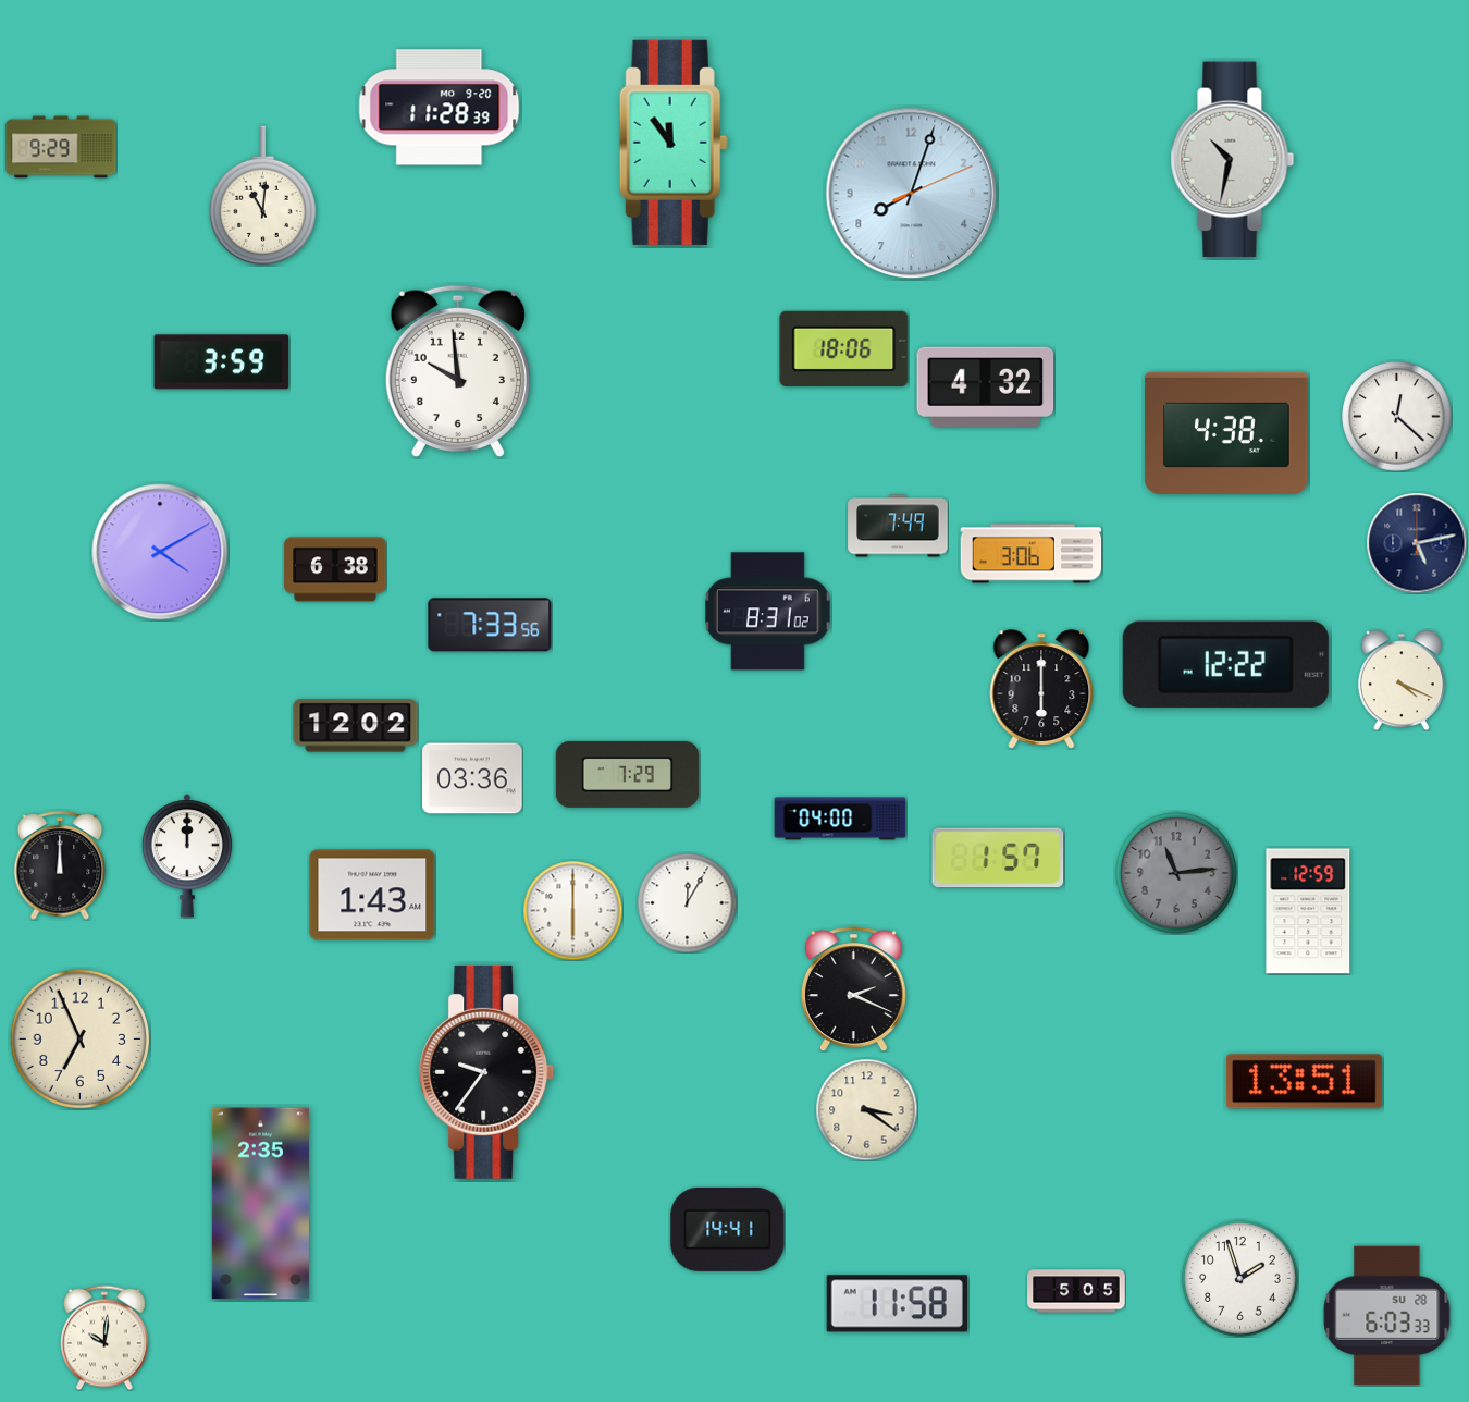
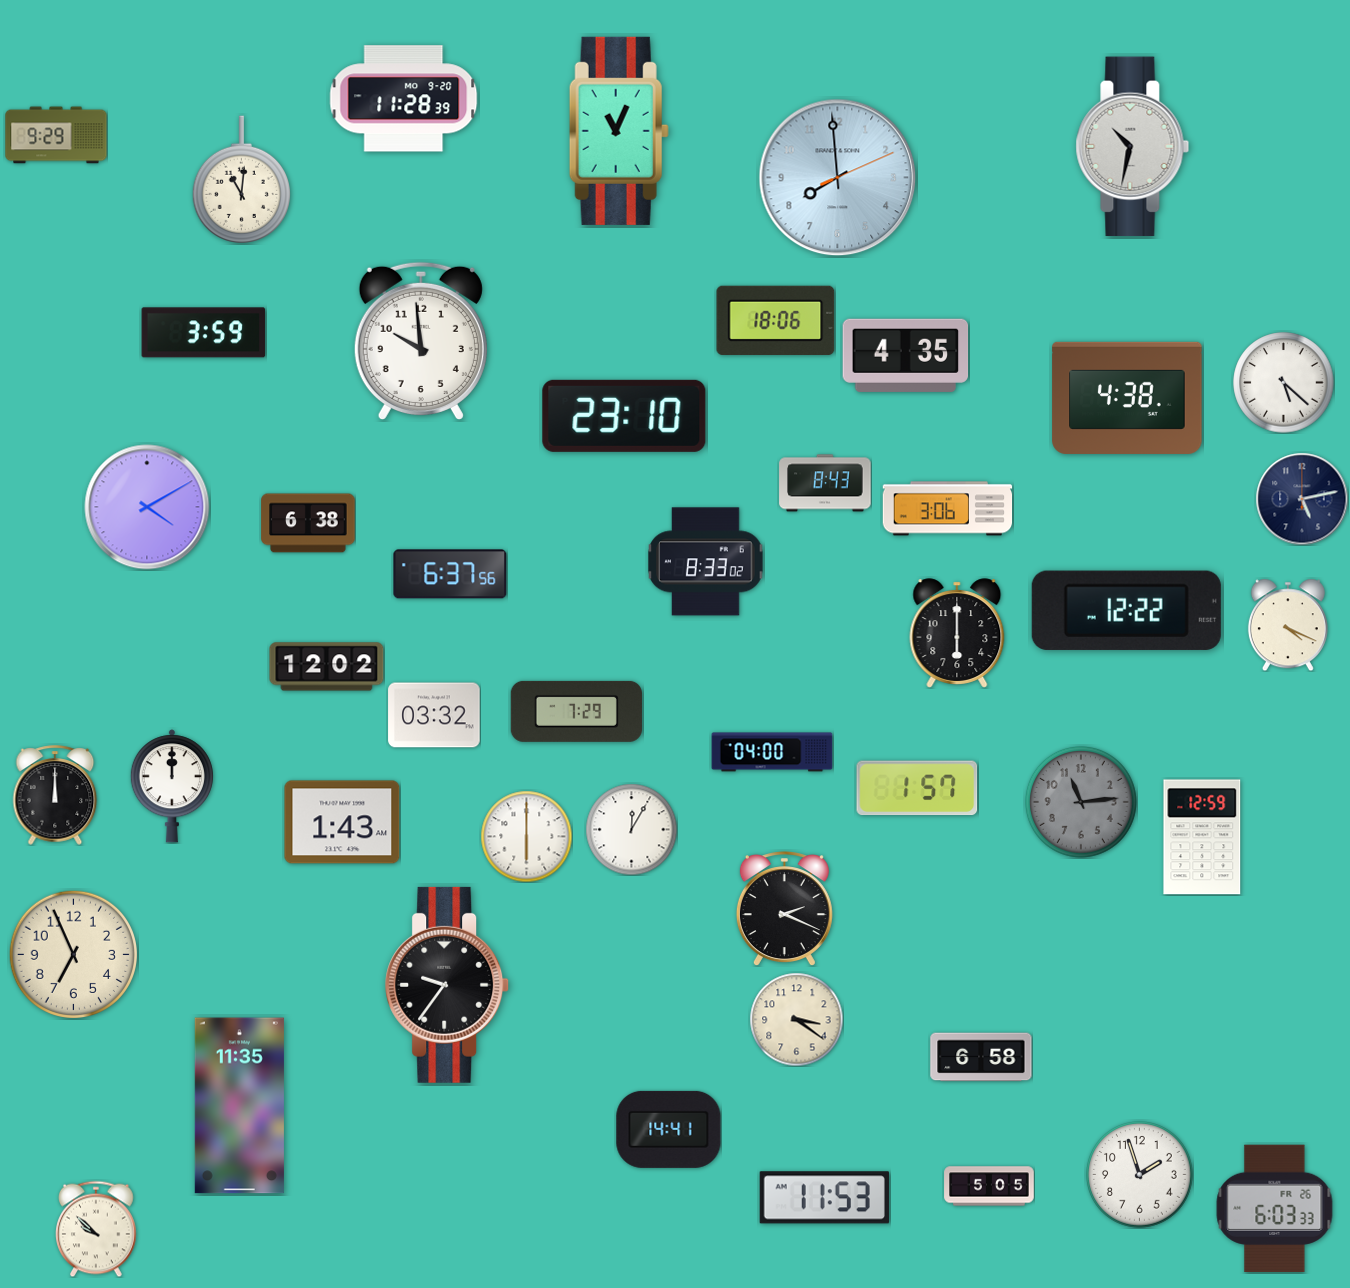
clock at (674, 143): 11:54 -> 11:04
clock at (912, 194): 8:03 -> 7:59
clock at (986, 386): 4:32 -> 4:35
clock at (1397, 417): 12:22 -> 5:22
clock at (624, 416): none -> 23:10
clock at (898, 526): 7:49 -> 8:43
clock at (768, 612): 8:31 -> 8:33
clock at (490, 625): 7:33 -> 6:37
clock at (472, 778): 03:36 -> 03:32
clock at (1304, 1082): 13:51 -> none
clock at (981, 1057): none -> 6:58
clock at (260, 1204): 2:35 -> 11:35
clock at (897, 1304): 11:58 -> 11:53
clock at (1387, 1316) date: SU 28 -> FR 26
clock at (106, 1338): 10:01 -> 9:52
